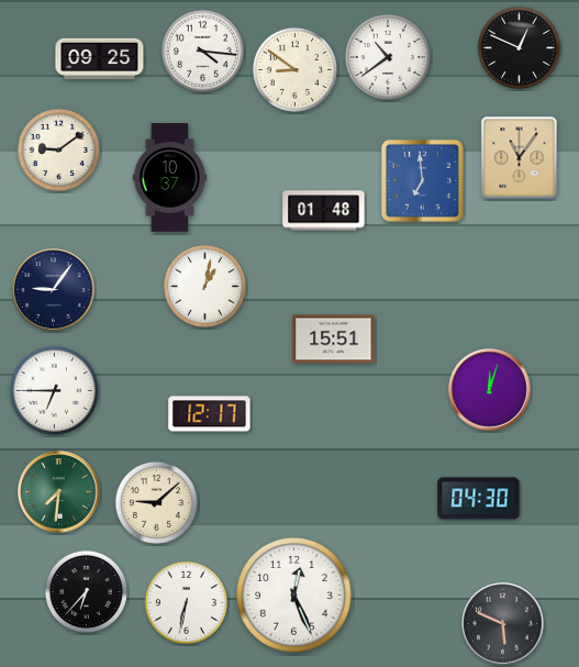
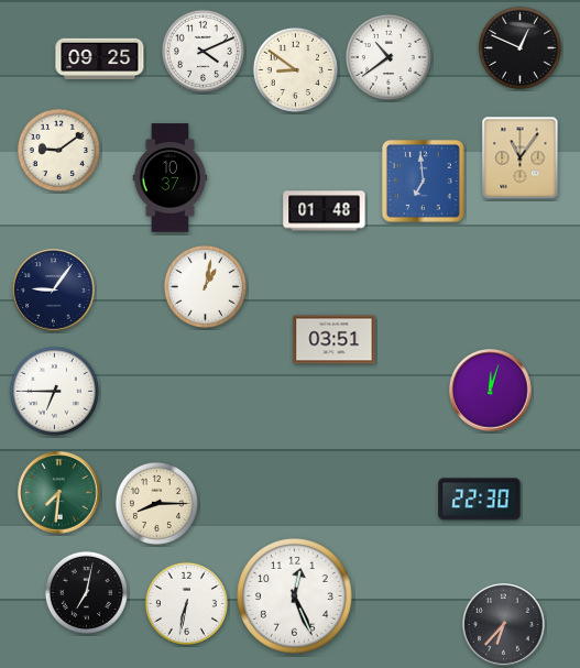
clock at (202, 51): 4:16 -> 4:11
clock at (334, 340): 15:51 -> 03:51
clock at (210, 414): 12:17 -> none
clock at (479, 499): 04:30 -> 22:30
clock at (156, 502): 9:08 -> 8:15
clock at (86, 591): 6:37 -> 7:02
clock at (503, 624): 5:49 -> 6:37
